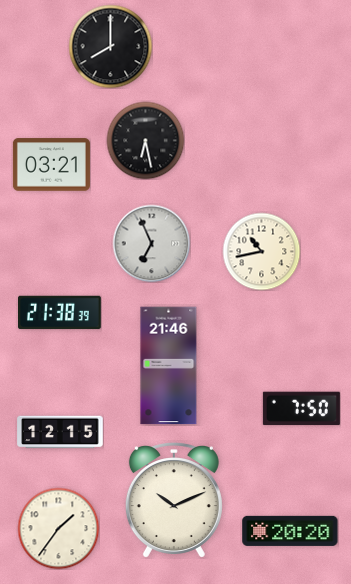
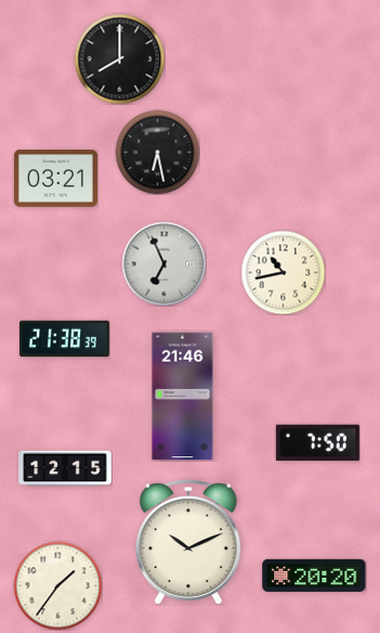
clock at (110, 46) position: (110, 46) -> (119, 59)
clock at (301, 409) position: (301, 409) -> (317, 443)
clock at (58, 528) position: (58, 528) -> (57, 585)
